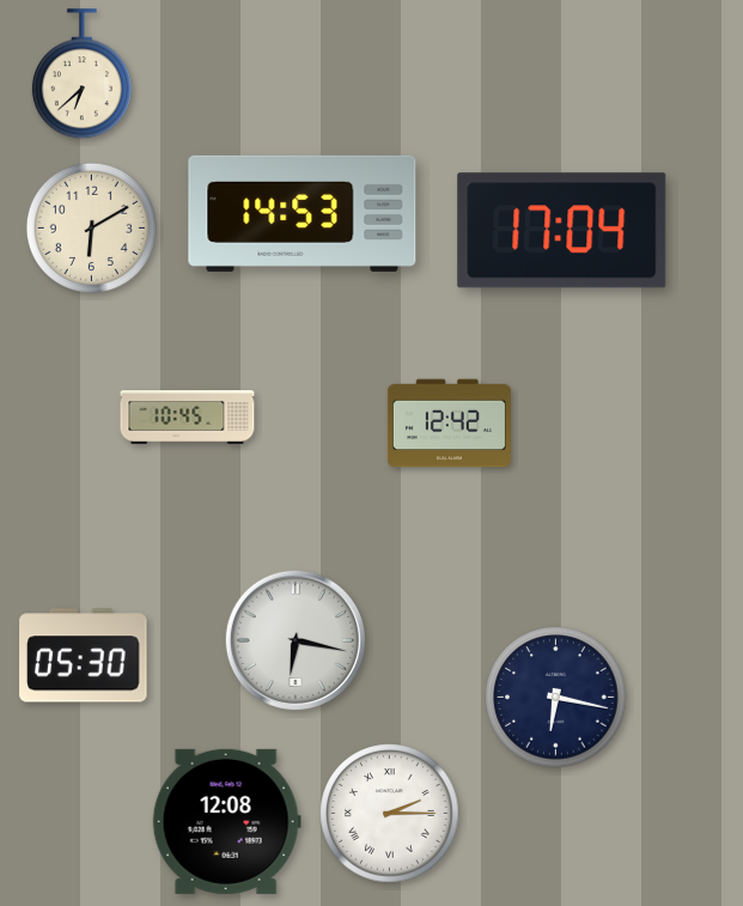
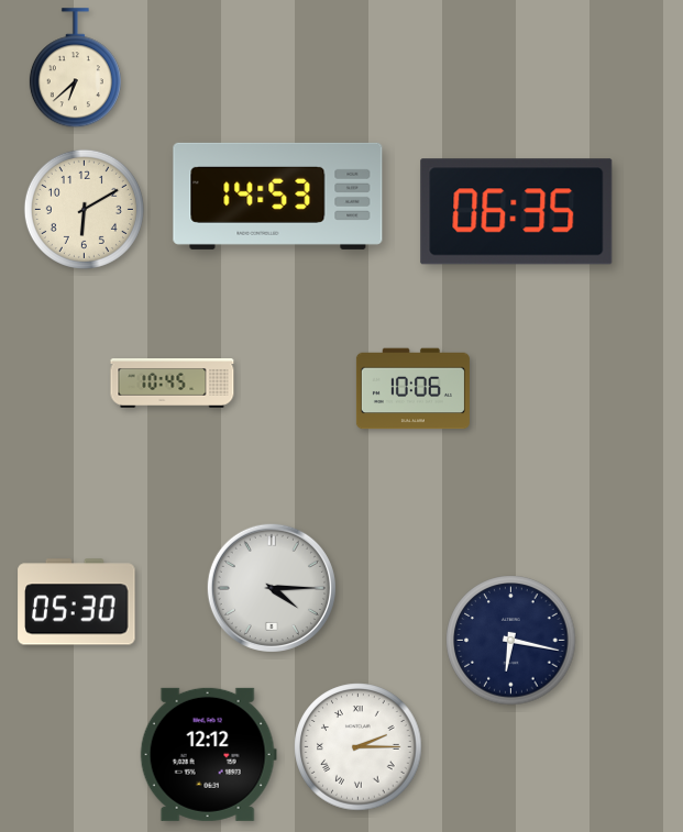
clock at (562, 231): 17:04 -> 06:35
clock at (449, 424): 12:42 -> 10:06
clock at (296, 640): 6:17 -> 4:15
clock at (226, 821): 12:08 -> 12:12
